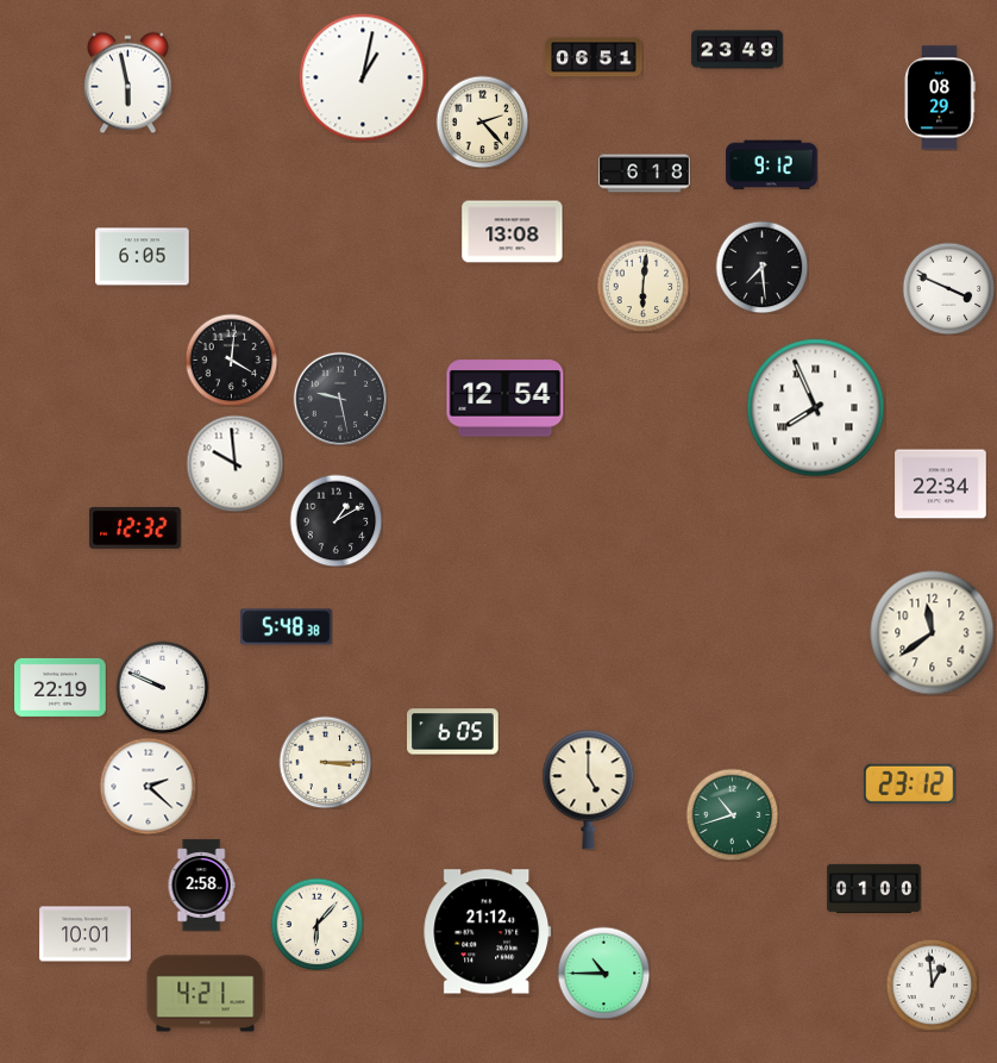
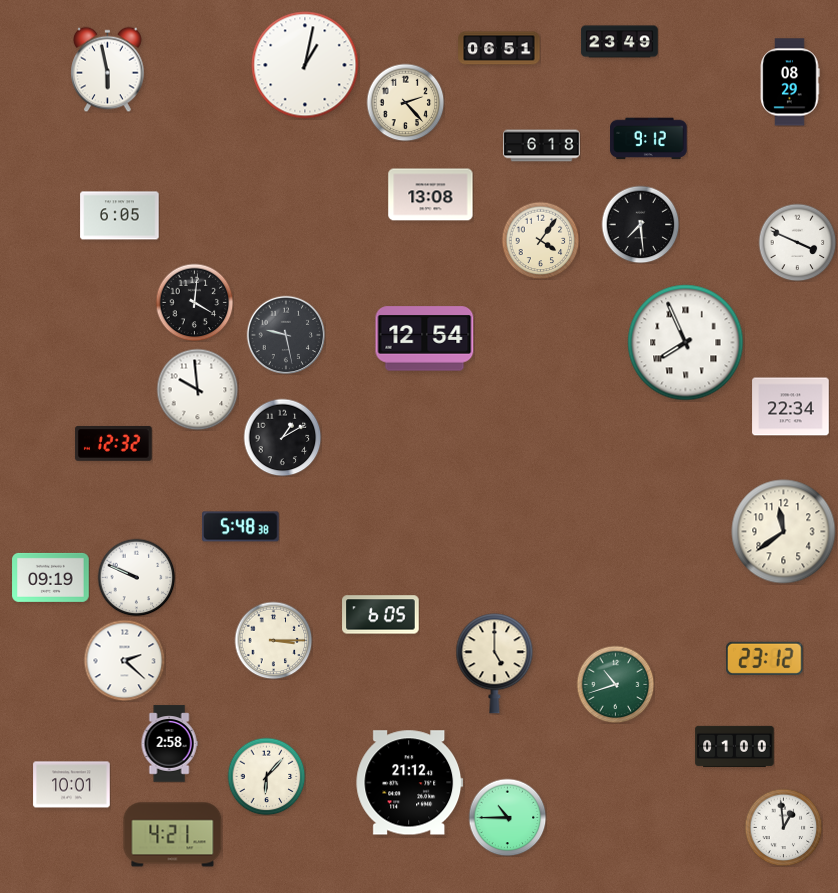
clock at (642, 286): 6:01 -> 4:06
clock at (506, 399) position: (506, 399) -> (425, 339)
clock at (61, 687): 22:19 -> 09:19
